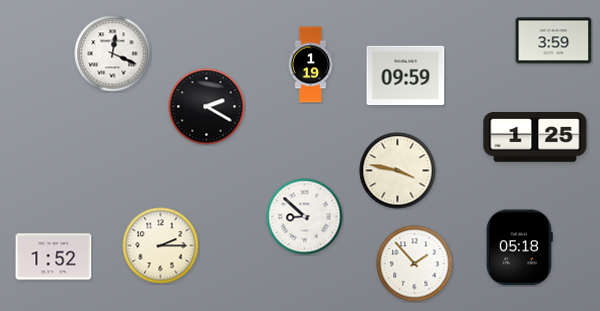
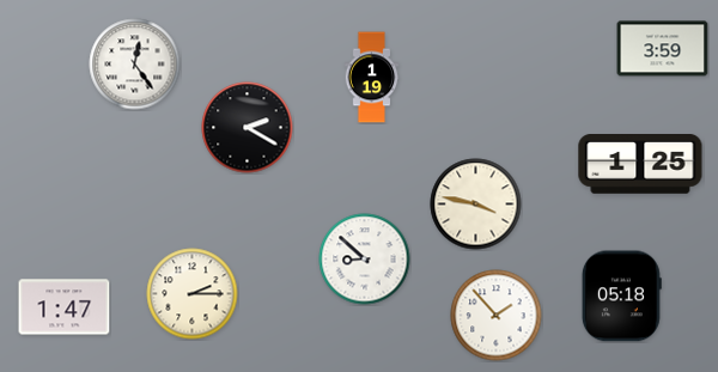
clock at (113, 54): 12:19 -> 12:24
clock at (406, 75): 09:59 -> none
clock at (54, 257): 1:52 -> 1:47
